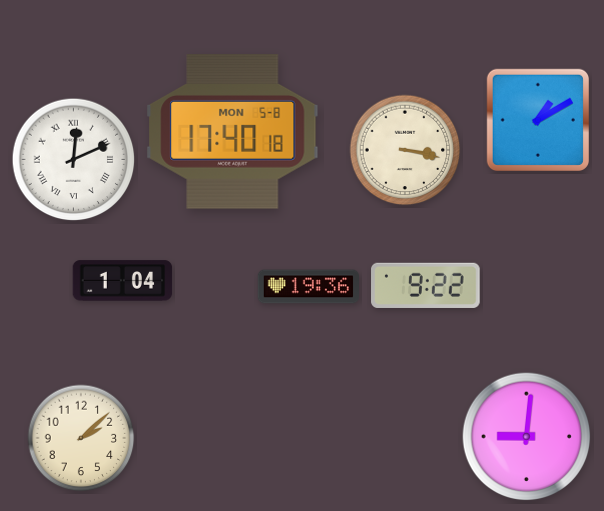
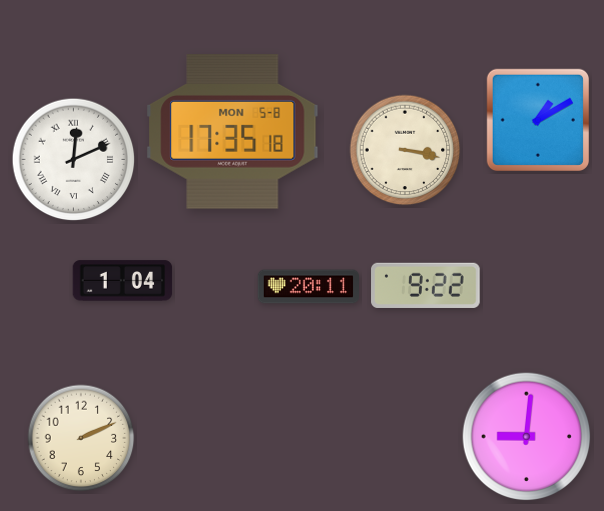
clock at (233, 132): 17:40 -> 17:35
clock at (308, 287): 19:36 -> 20:11
clock at (81, 438): 2:08 -> 2:11
